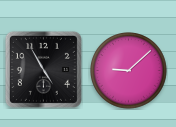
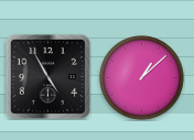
clock at (129, 71): 9:08 -> 1:08
